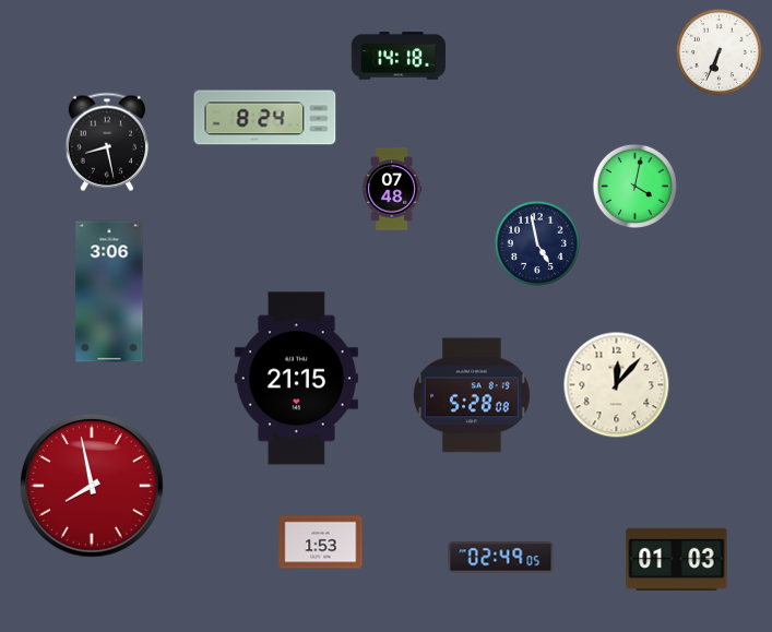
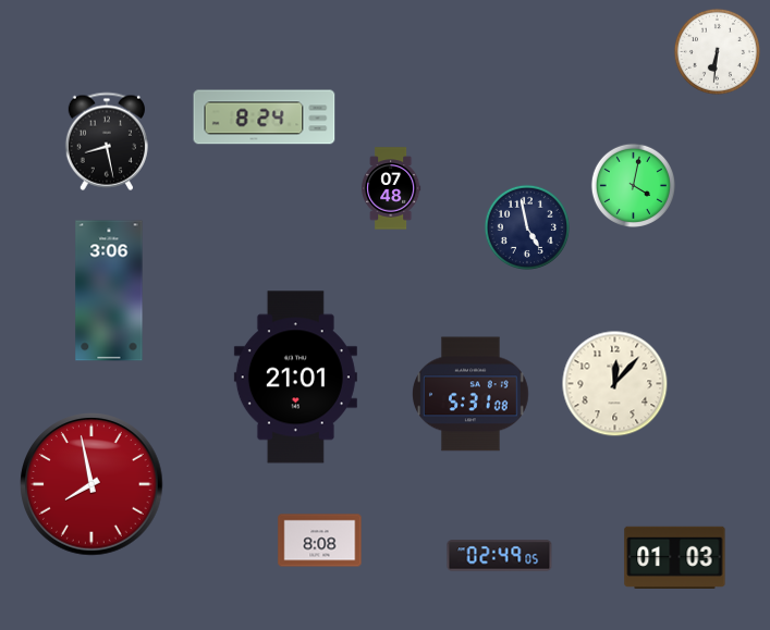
clock at (718, 51): 6:34 -> 6:31
clock at (399, 56): 14:18 -> none
clock at (537, 243) position: (537, 243) -> (527, 227)
clock at (296, 379): 21:15 -> 21:01
clock at (473, 395): 5:28 -> 5:31
clock at (321, 542): 1:53 -> 8:08
